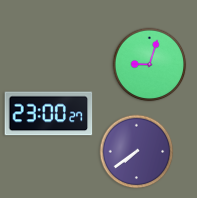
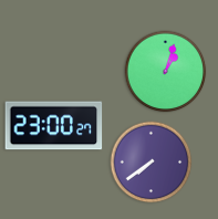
clock at (150, 65): 9:03 -> 1:03
clock at (137, 152) position: (137, 152) -> (152, 163)
